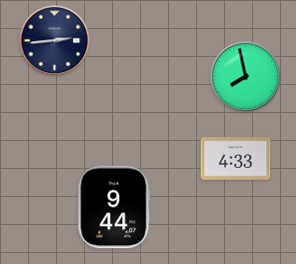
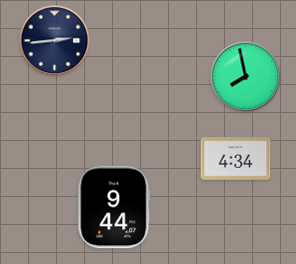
clock at (236, 159): 4:33 -> 4:34
